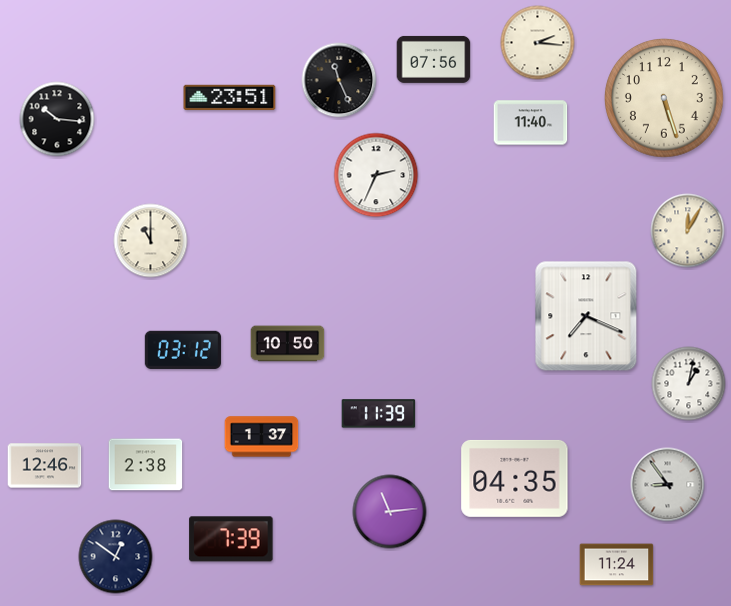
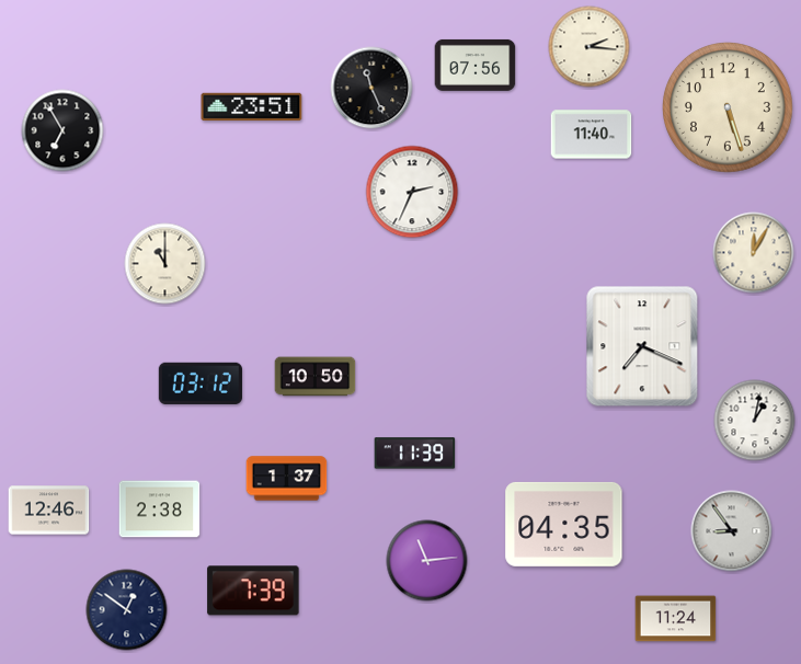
clock at (57, 119): 10:16 -> 6:55
clock at (531, 123) position: (531, 123) -> (592, 135)
